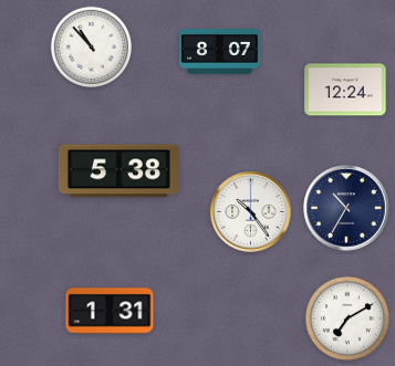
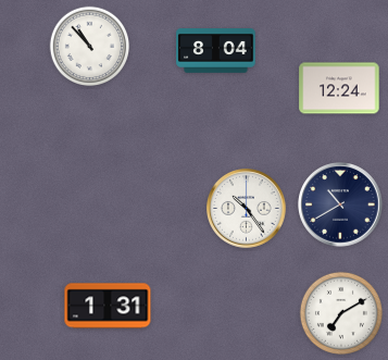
clock at (220, 52): 8:07 -> 8:04
clock at (118, 171): 5:38 -> none
clock at (346, 208): 10:35 -> 10:40
